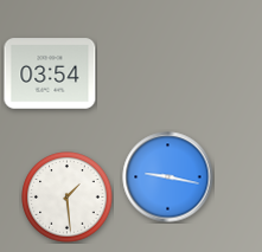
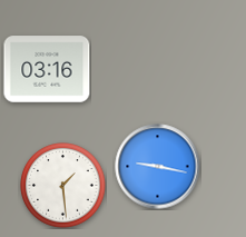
clock at (50, 73): 03:54 -> 03:16
